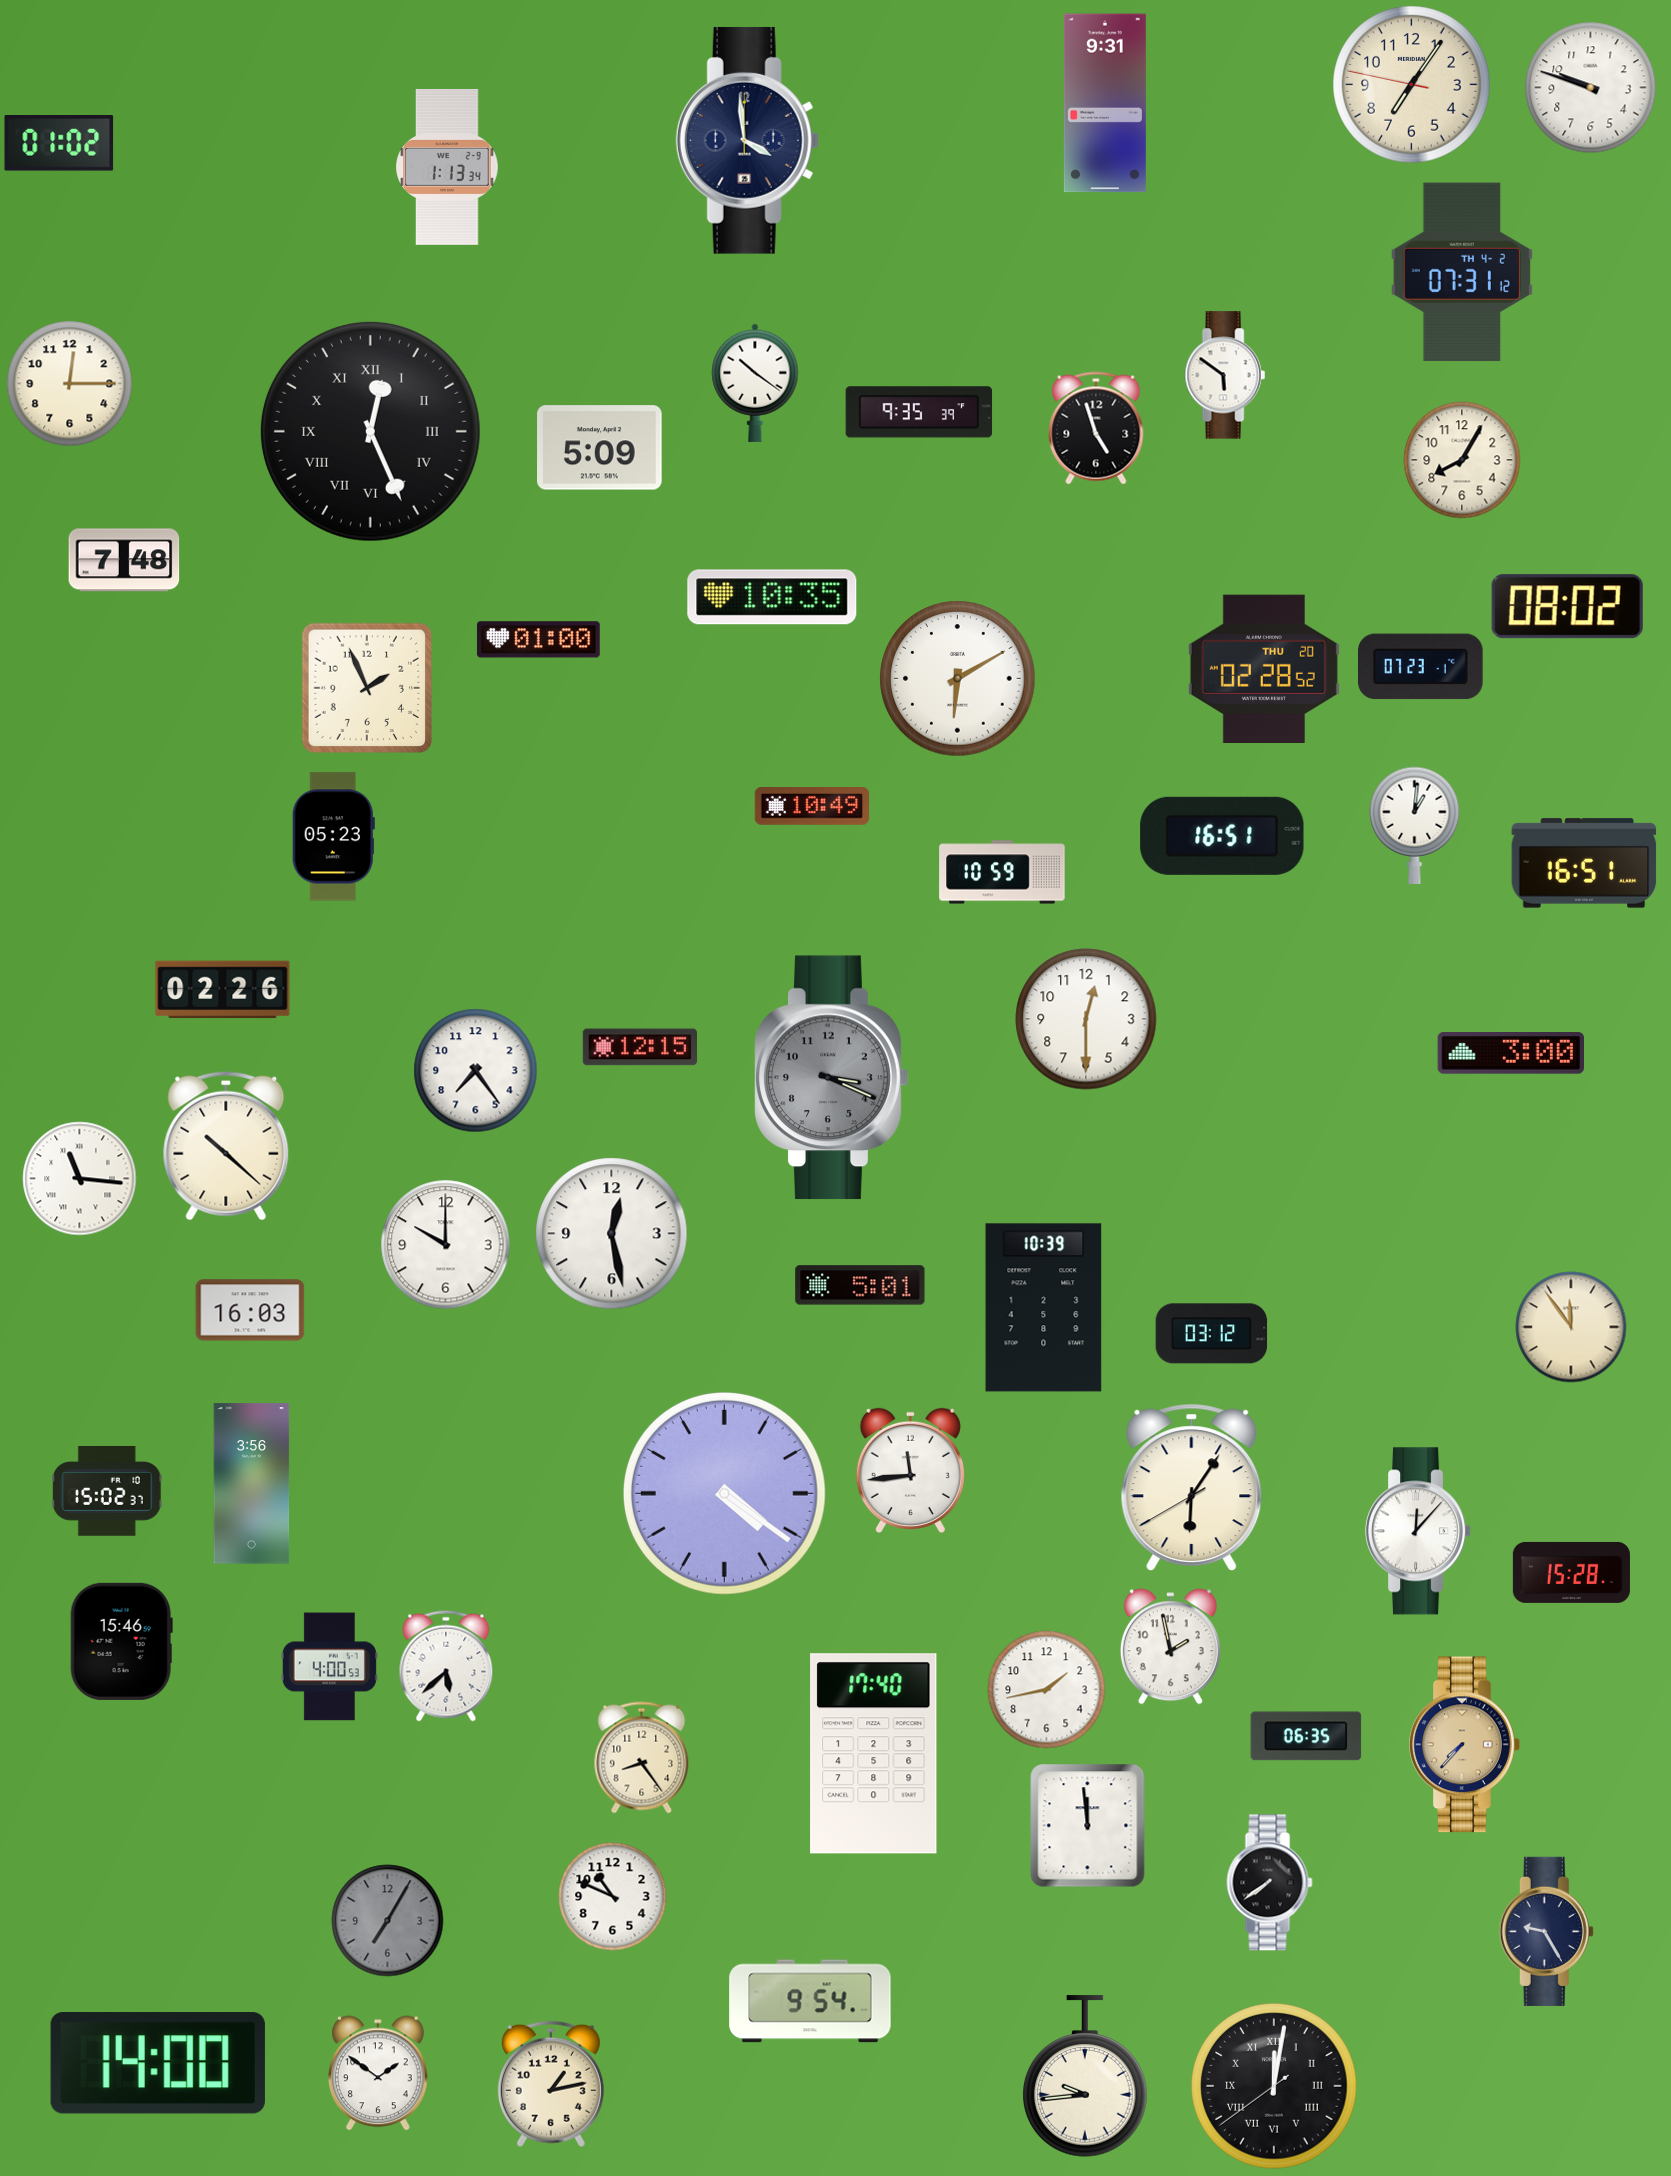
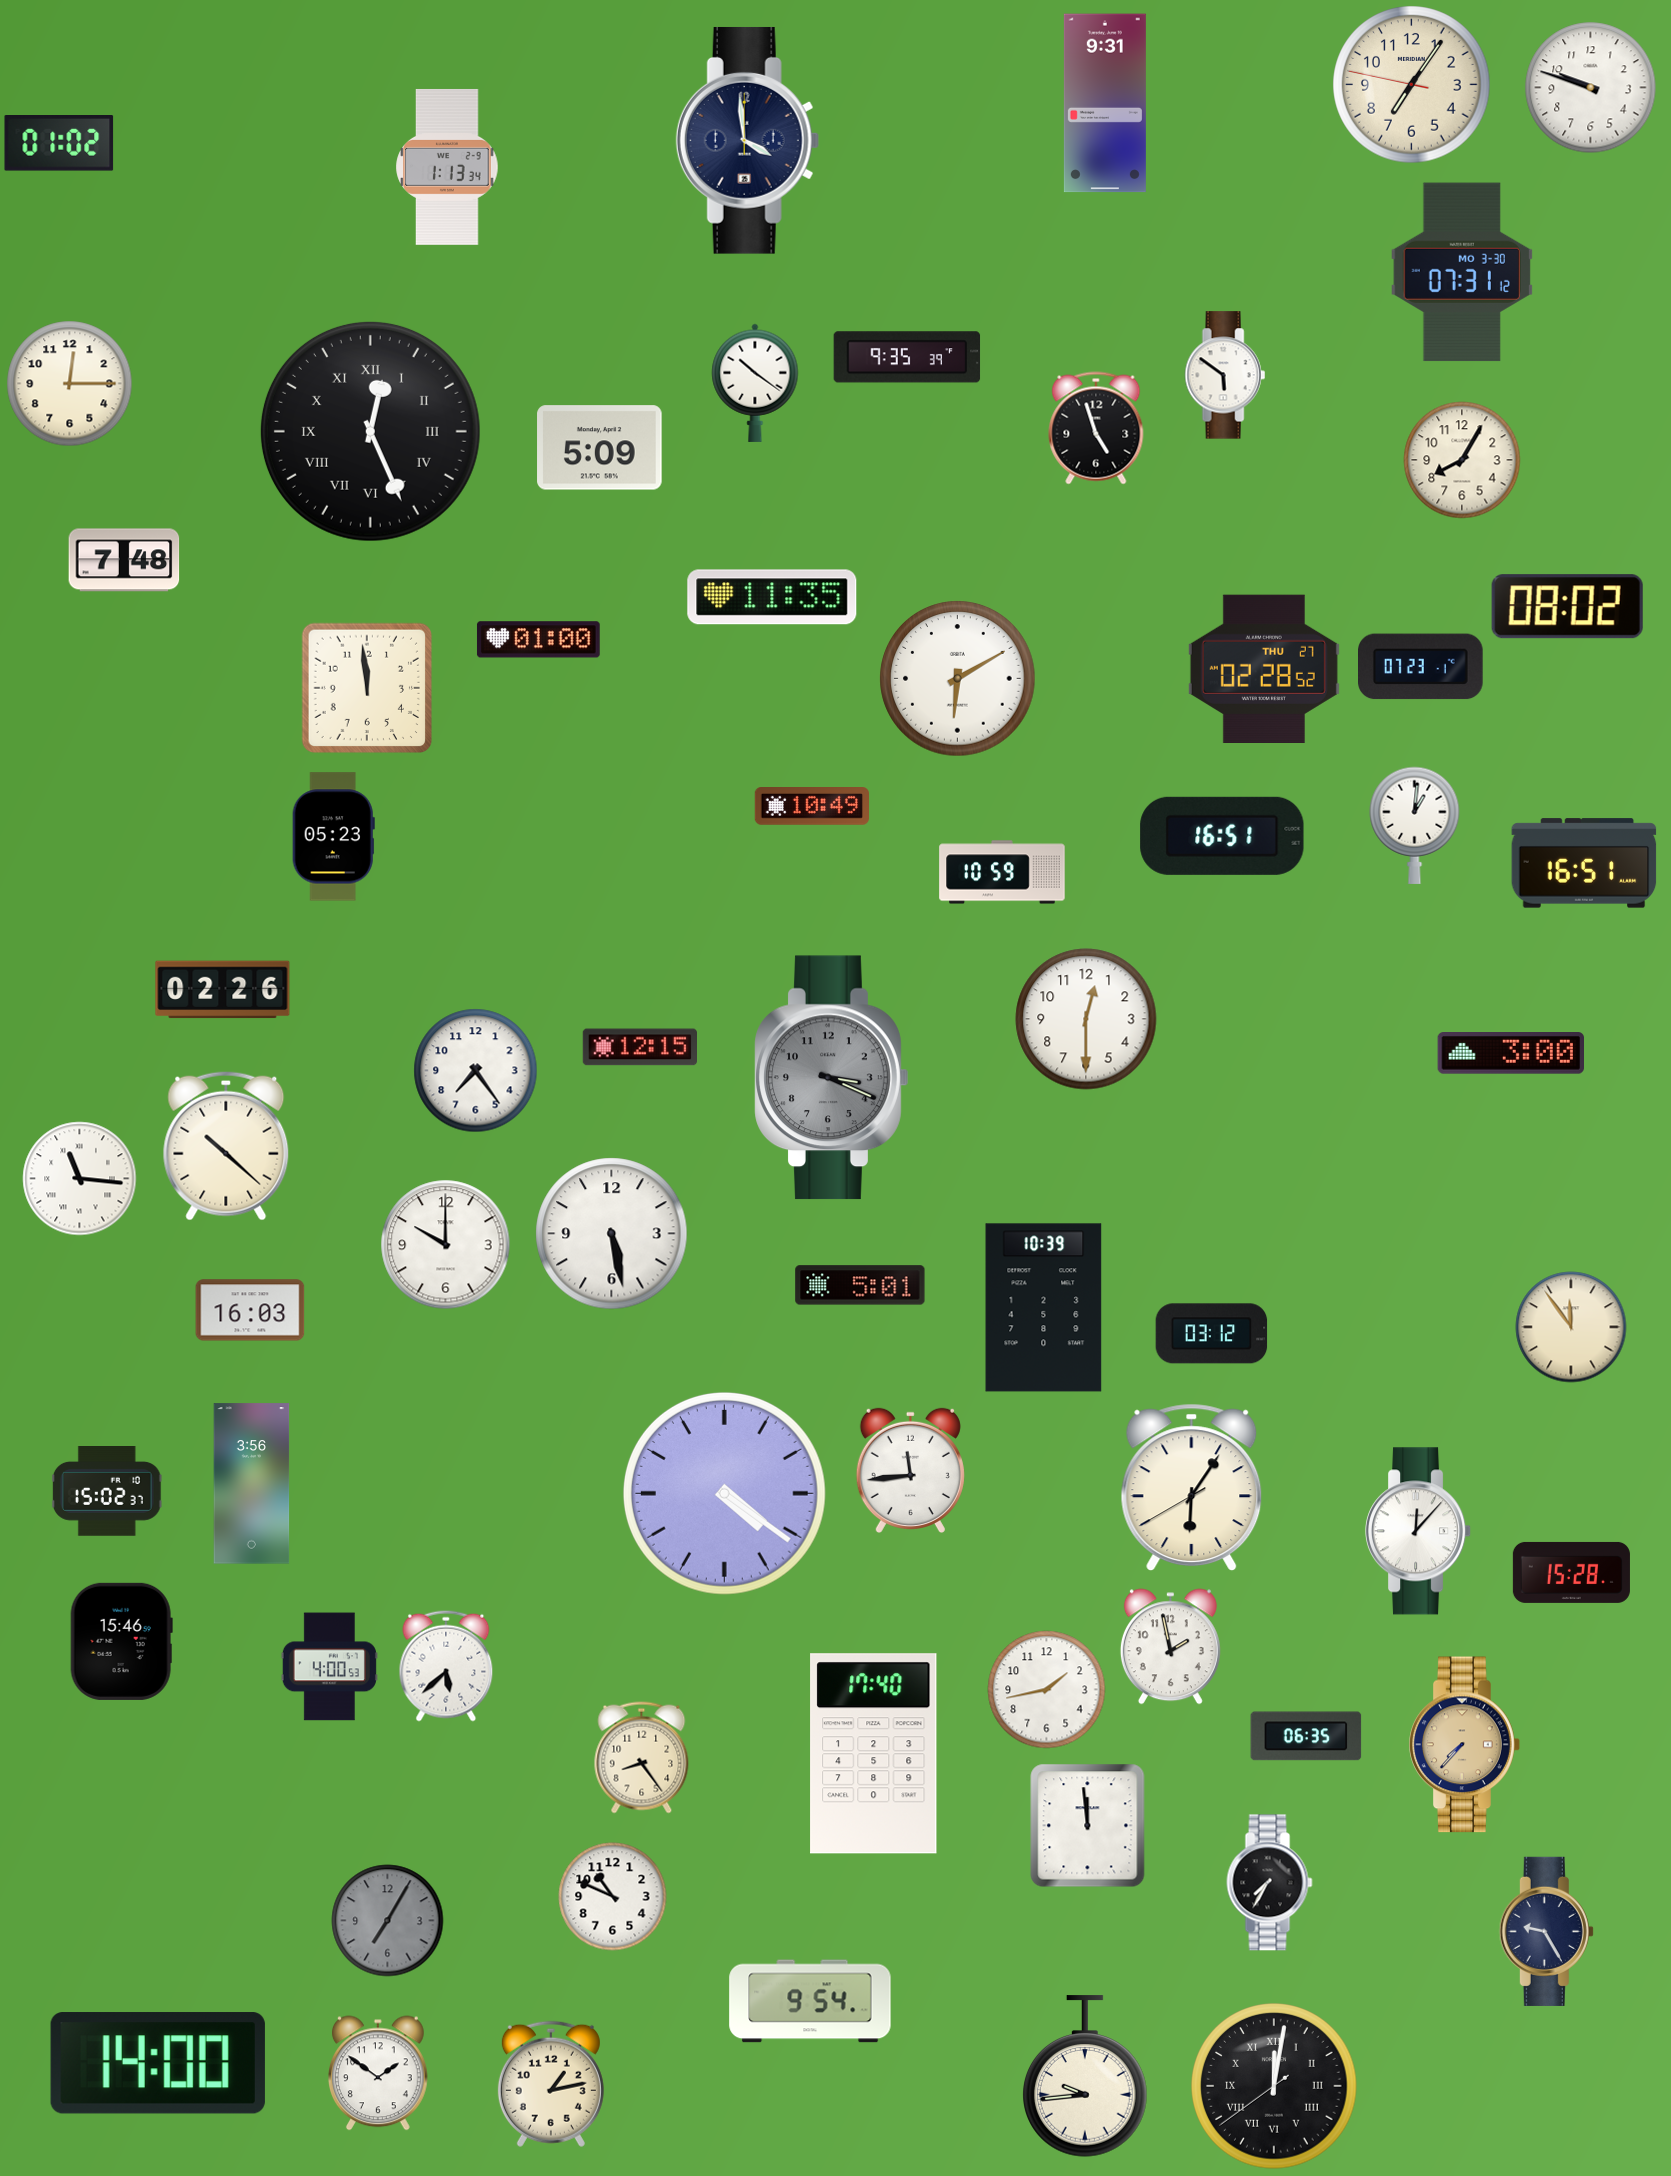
clock at (1462, 272) date: TH 4-2 -> MO 3-30
clock at (919, 412) position: (919, 412) -> (907, 357)
clock at (772, 597): 10:35 -> 11:35
clock at (1264, 669) date: THU 20 -> THU 27
clock at (367, 688): 1:56 -> 11:59
clock at (612, 1234): 12:28 -> 5:28
clock at (1270, 1883): 7:39 -> 7:35
